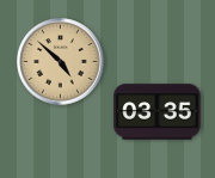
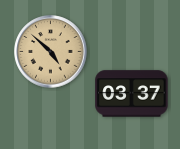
clock at (158, 112): 03:35 -> 03:37
